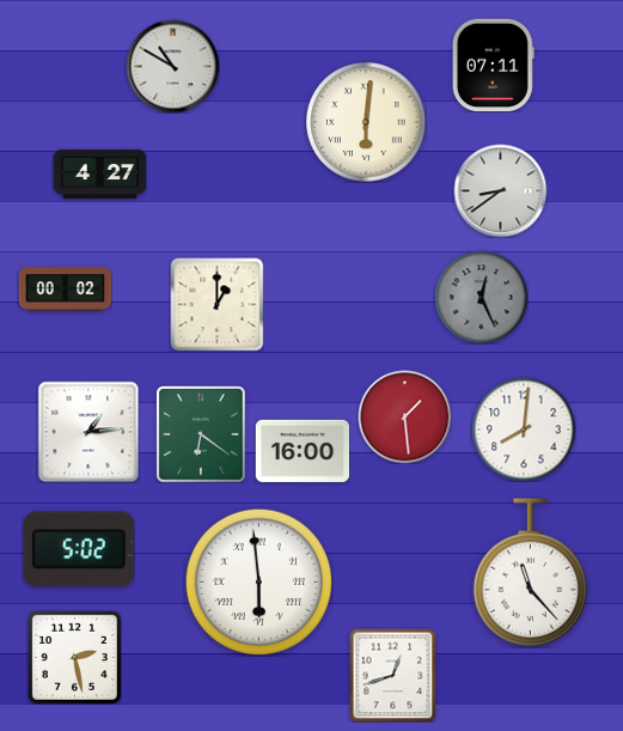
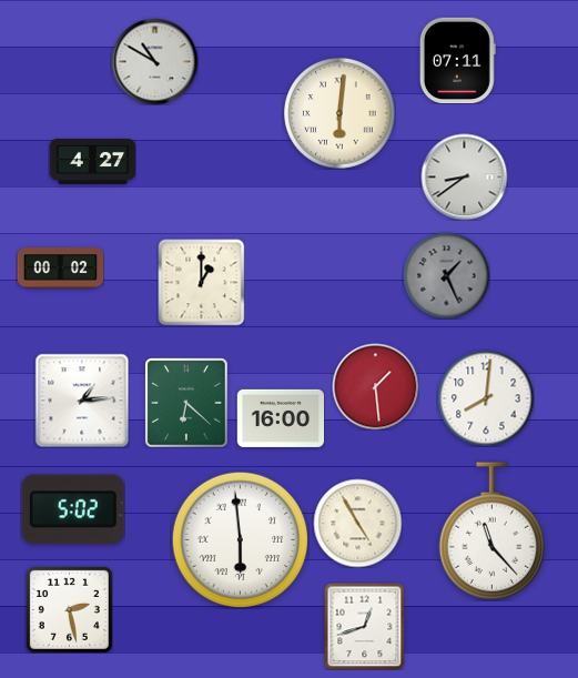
clock at (172, 66) position: (172, 66) -> (154, 61)
clock at (481, 297): 12:26 -> 1:26
clock at (201, 434): 6:21 -> 6:22
clock at (357, 523): none -> 4:55
